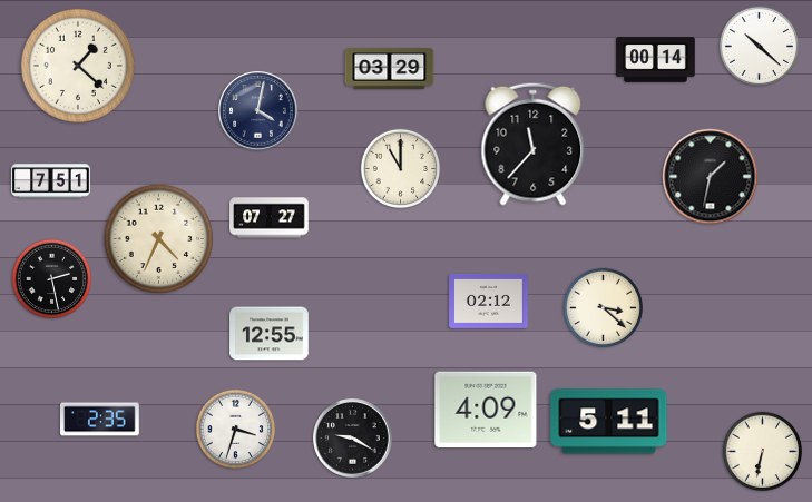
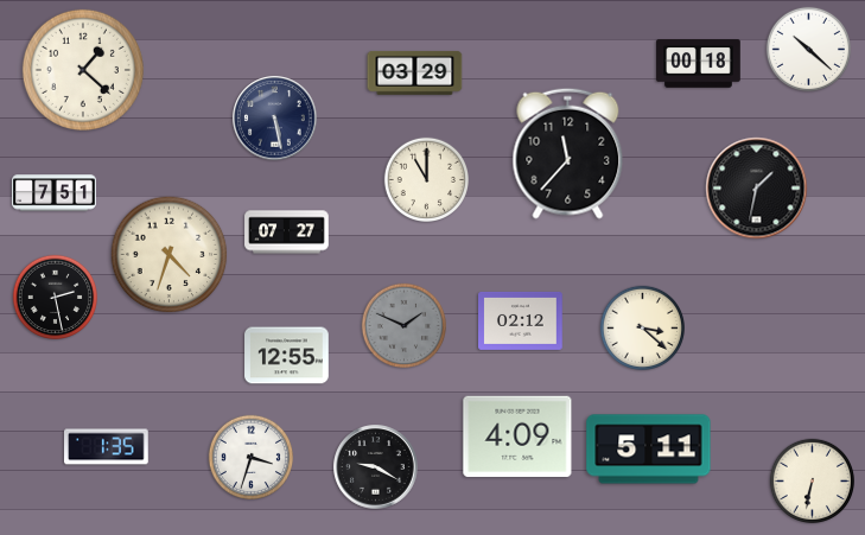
clock at (656, 60): 00:14 -> 00:18
clock at (258, 111): 4:02 -> 5:28
clock at (159, 239): 4:34 -> 4:33
clock at (403, 325): none -> 1:49
clock at (100, 420): 2:35 -> 1:35
